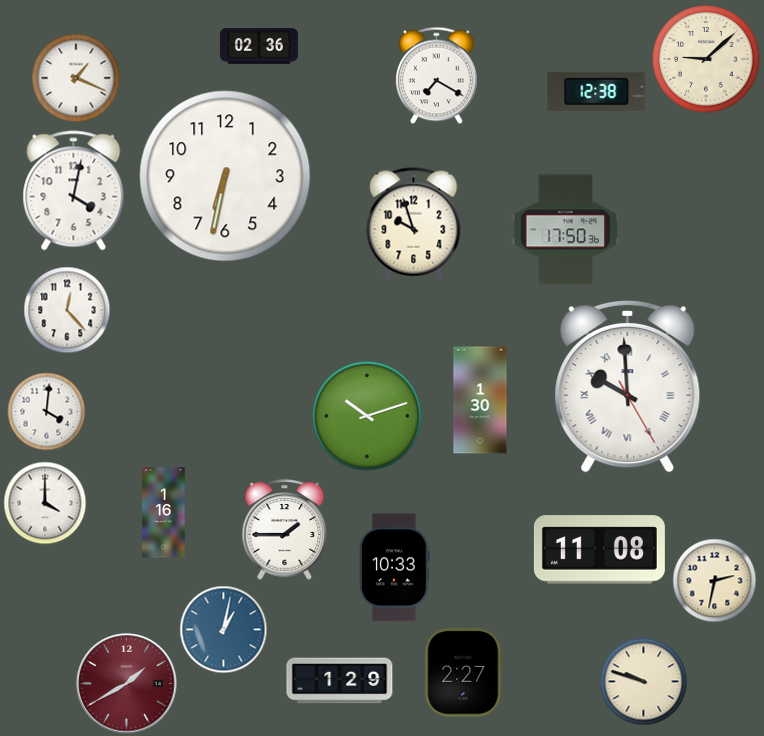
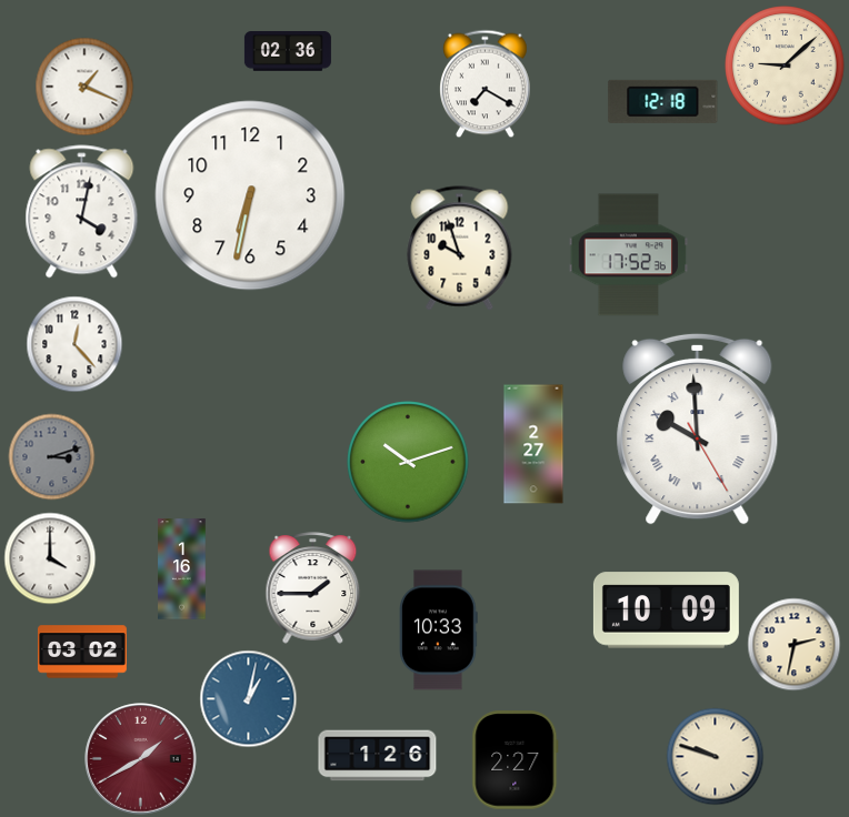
clock at (597, 91): 12:38 -> 12:18
clock at (566, 230): 17:50 -> 17:52
clock at (480, 400): 1:30 -> 2:27
clock at (46, 411): 4:01 -> 3:12
clock at (46, 411) dial: white -> grey
clock at (285, 530) position: (285, 530) -> (313, 588)
clock at (599, 550): 11:08 -> 10:09
clock at (82, 652): none -> 03:02
clock at (464, 673) position: (464, 673) -> (516, 760)
clock at (340, 681): 1:29 -> 1:26
